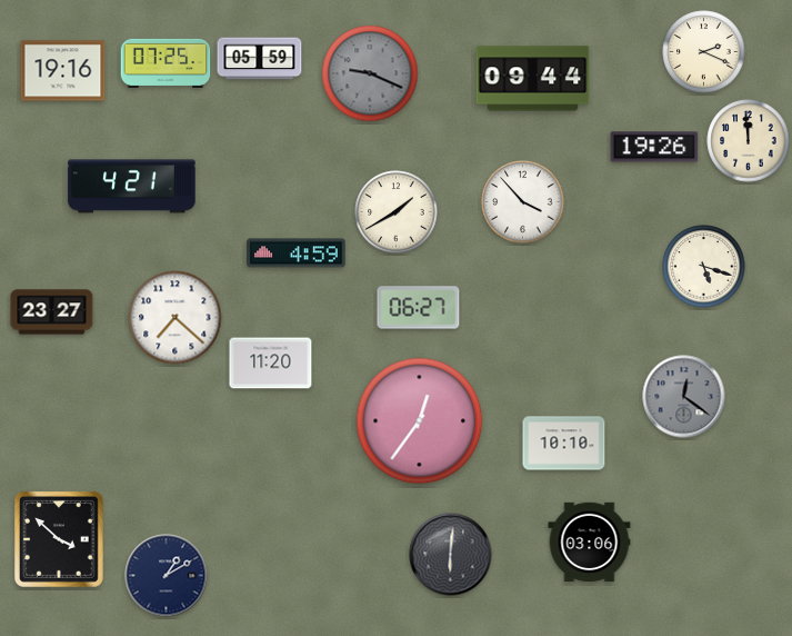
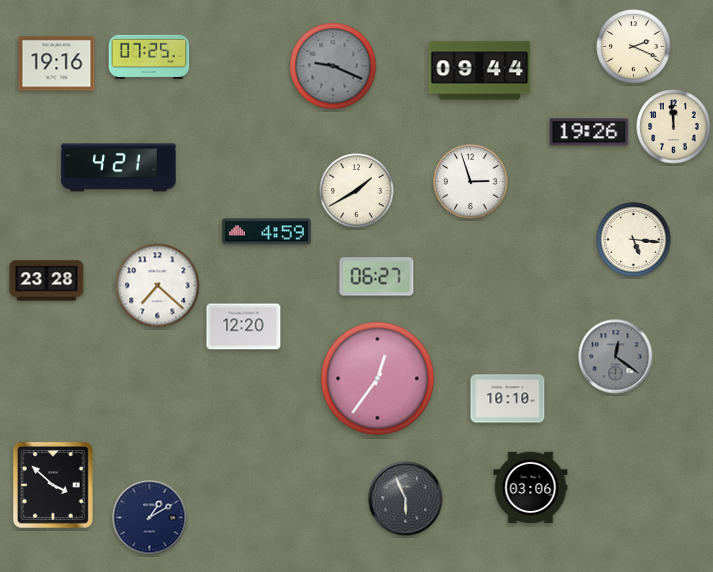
clock at (260, 59): 05:59 -> none
clock at (523, 202): 3:53 -> 2:57
clock at (297, 254) position: (297, 254) -> (267, 232)
clock at (704, 267): 5:18 -> 5:16
clock at (52, 312): 23:27 -> 23:28
clock at (271, 364): 11:20 -> 12:20
clock at (451, 555): 6:01 -> 5:56
